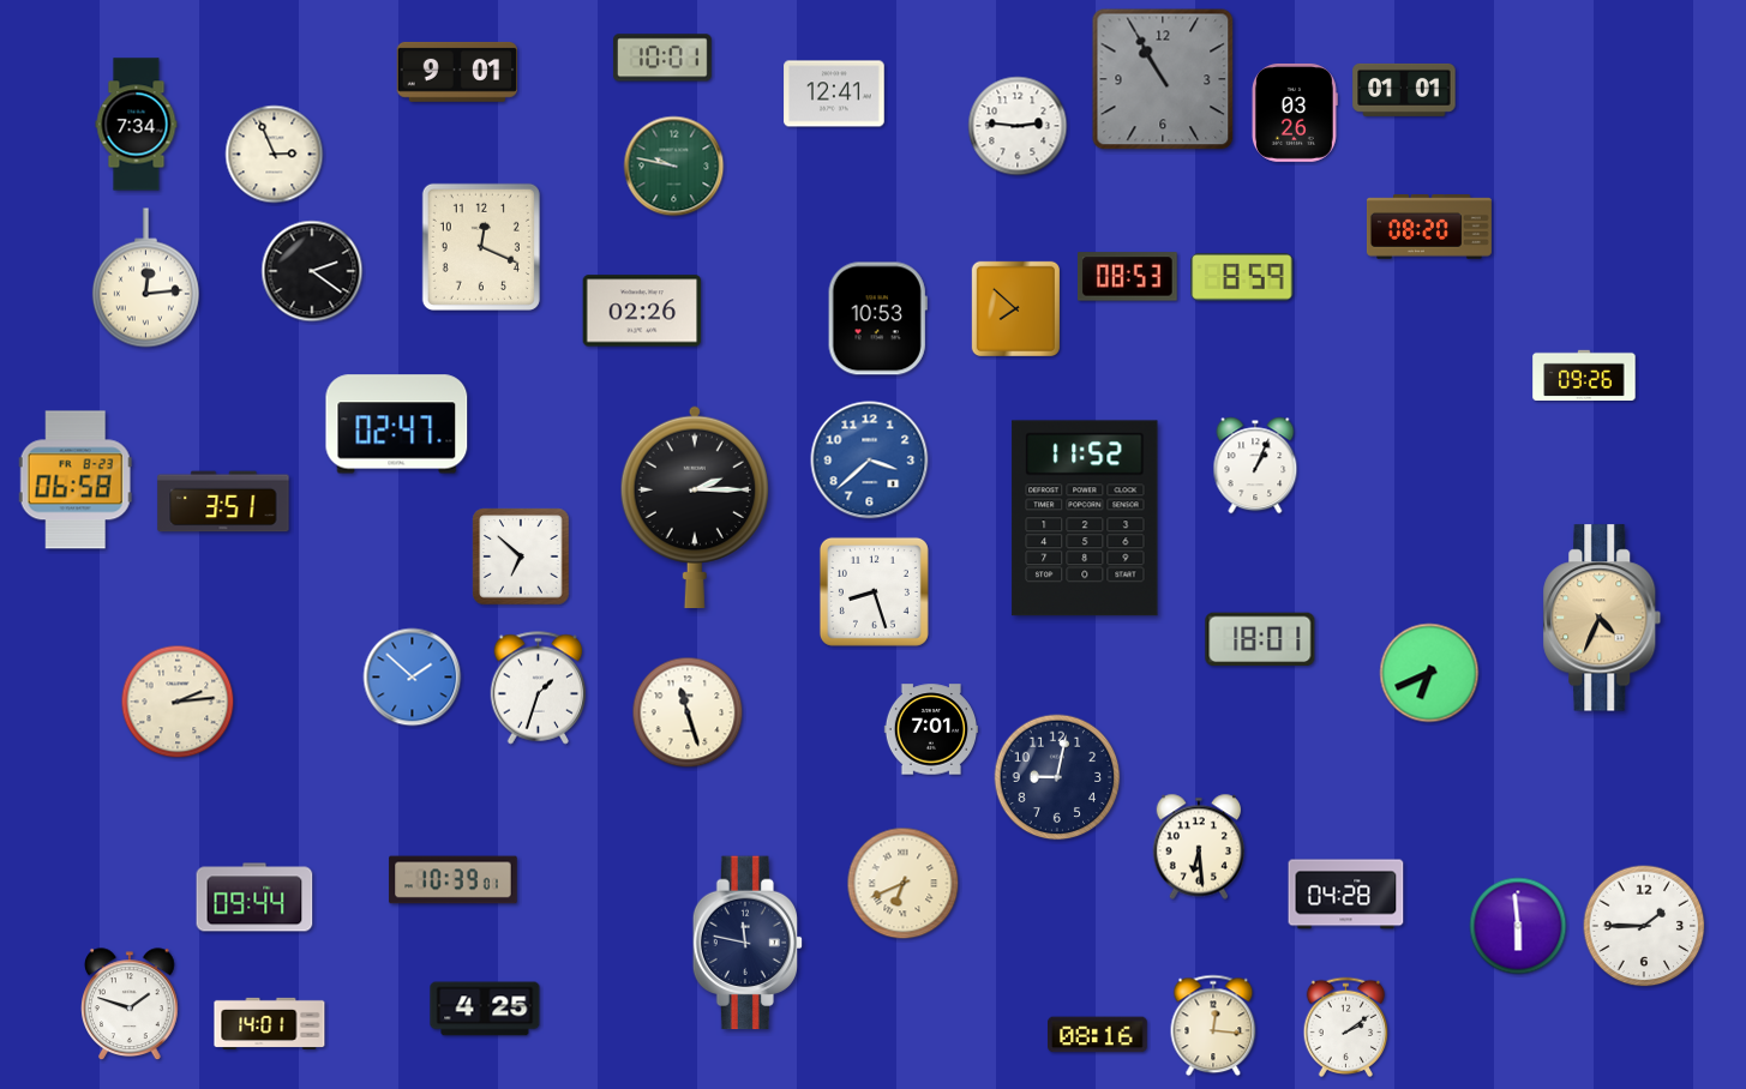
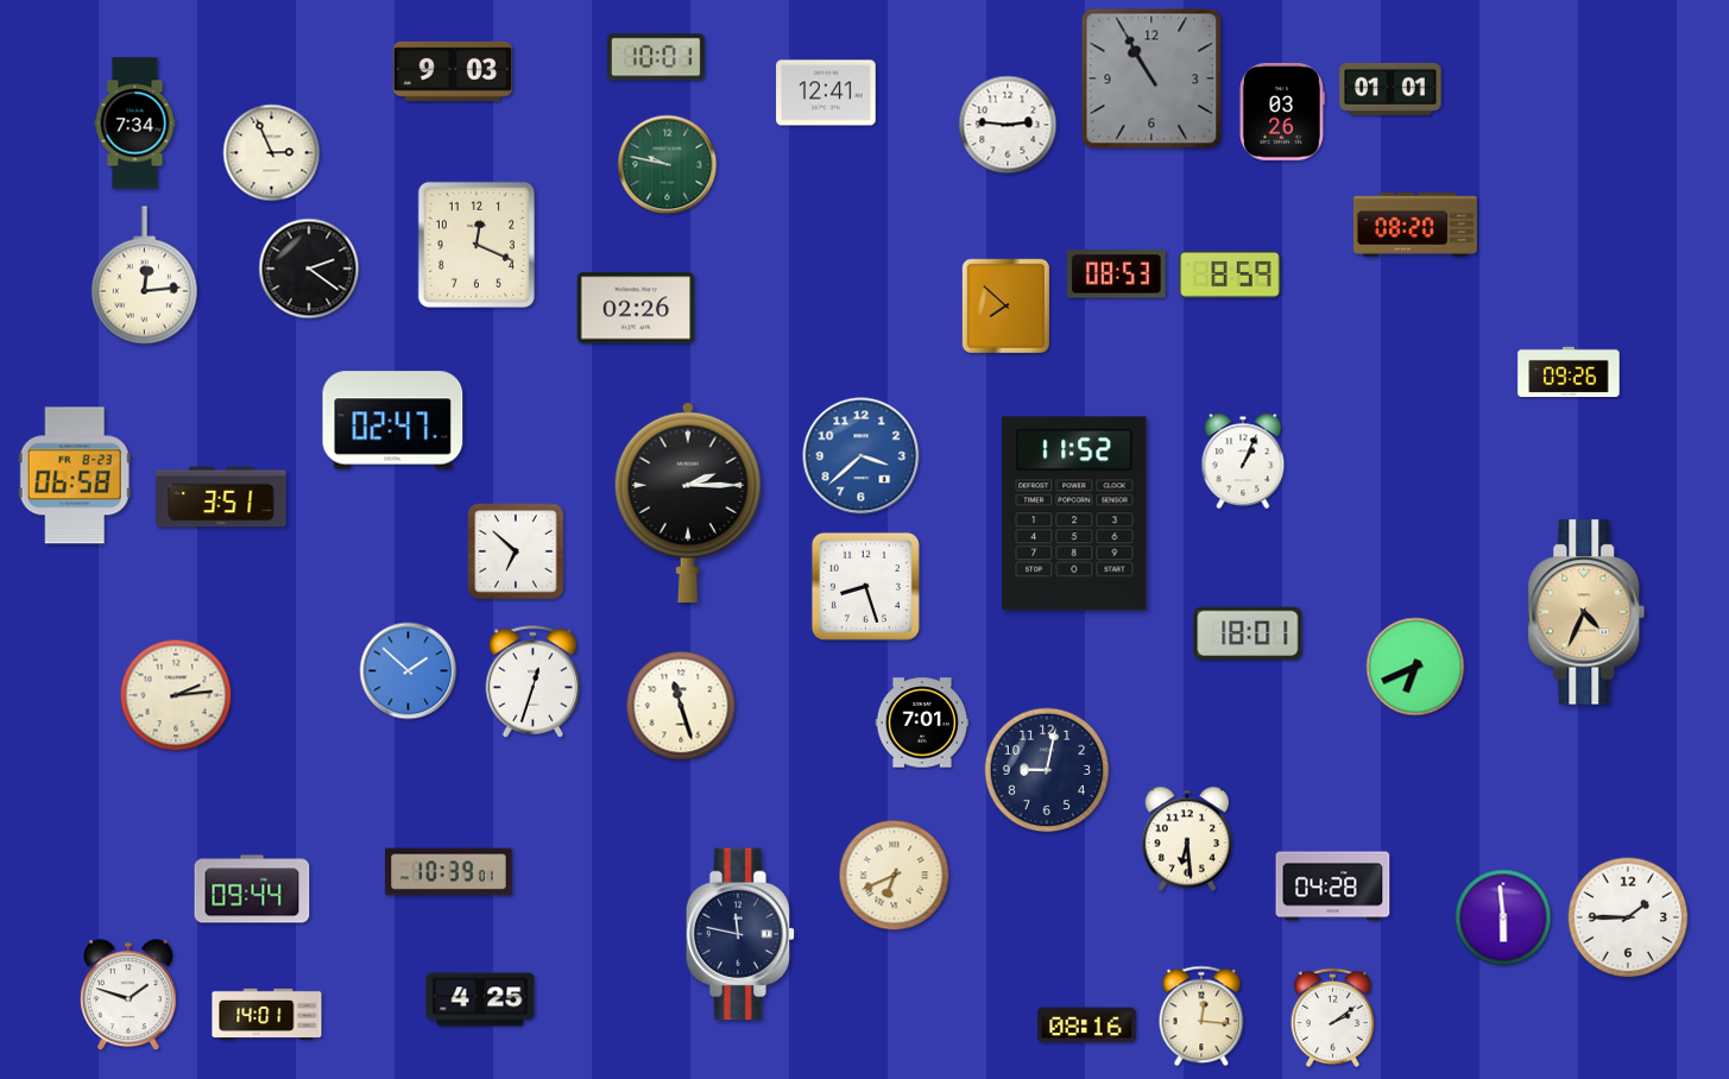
clock at (456, 72): 9:01 -> 9:03
clock at (877, 319): 10:53 -> none
clock at (539, 688): 1:33 -> 12:33
